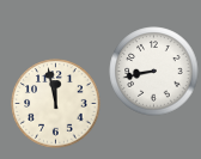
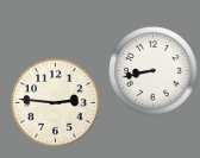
clock at (56, 104): 11:58 -> 2:46
